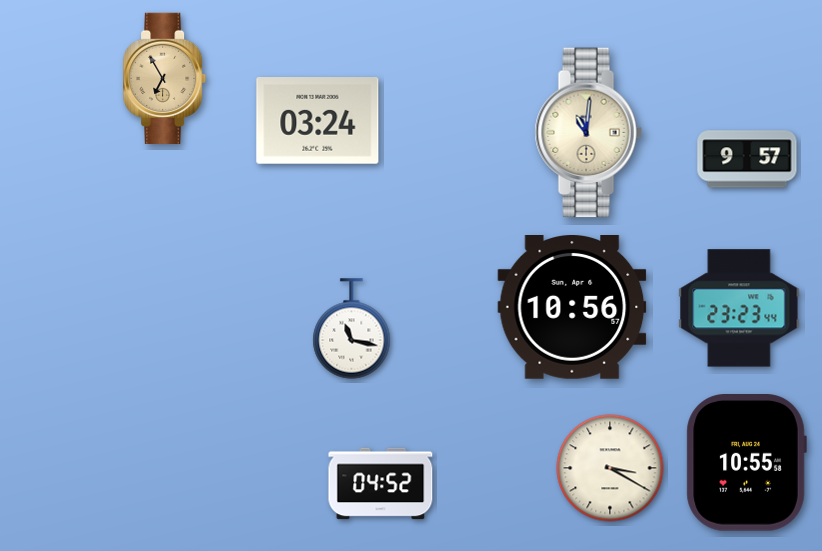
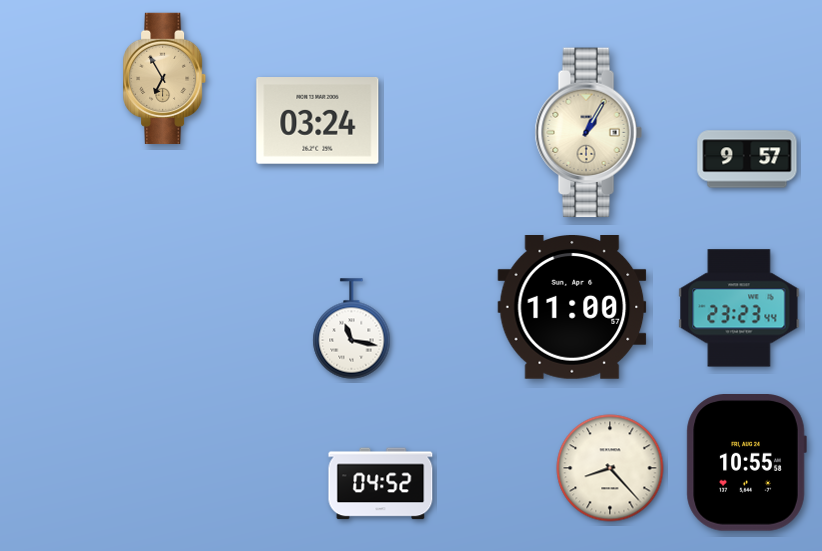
clock at (588, 133): 11:01 -> 1:05
clock at (572, 308): 10:56 -> 11:00
clock at (610, 468): 3:20 -> 8:23
